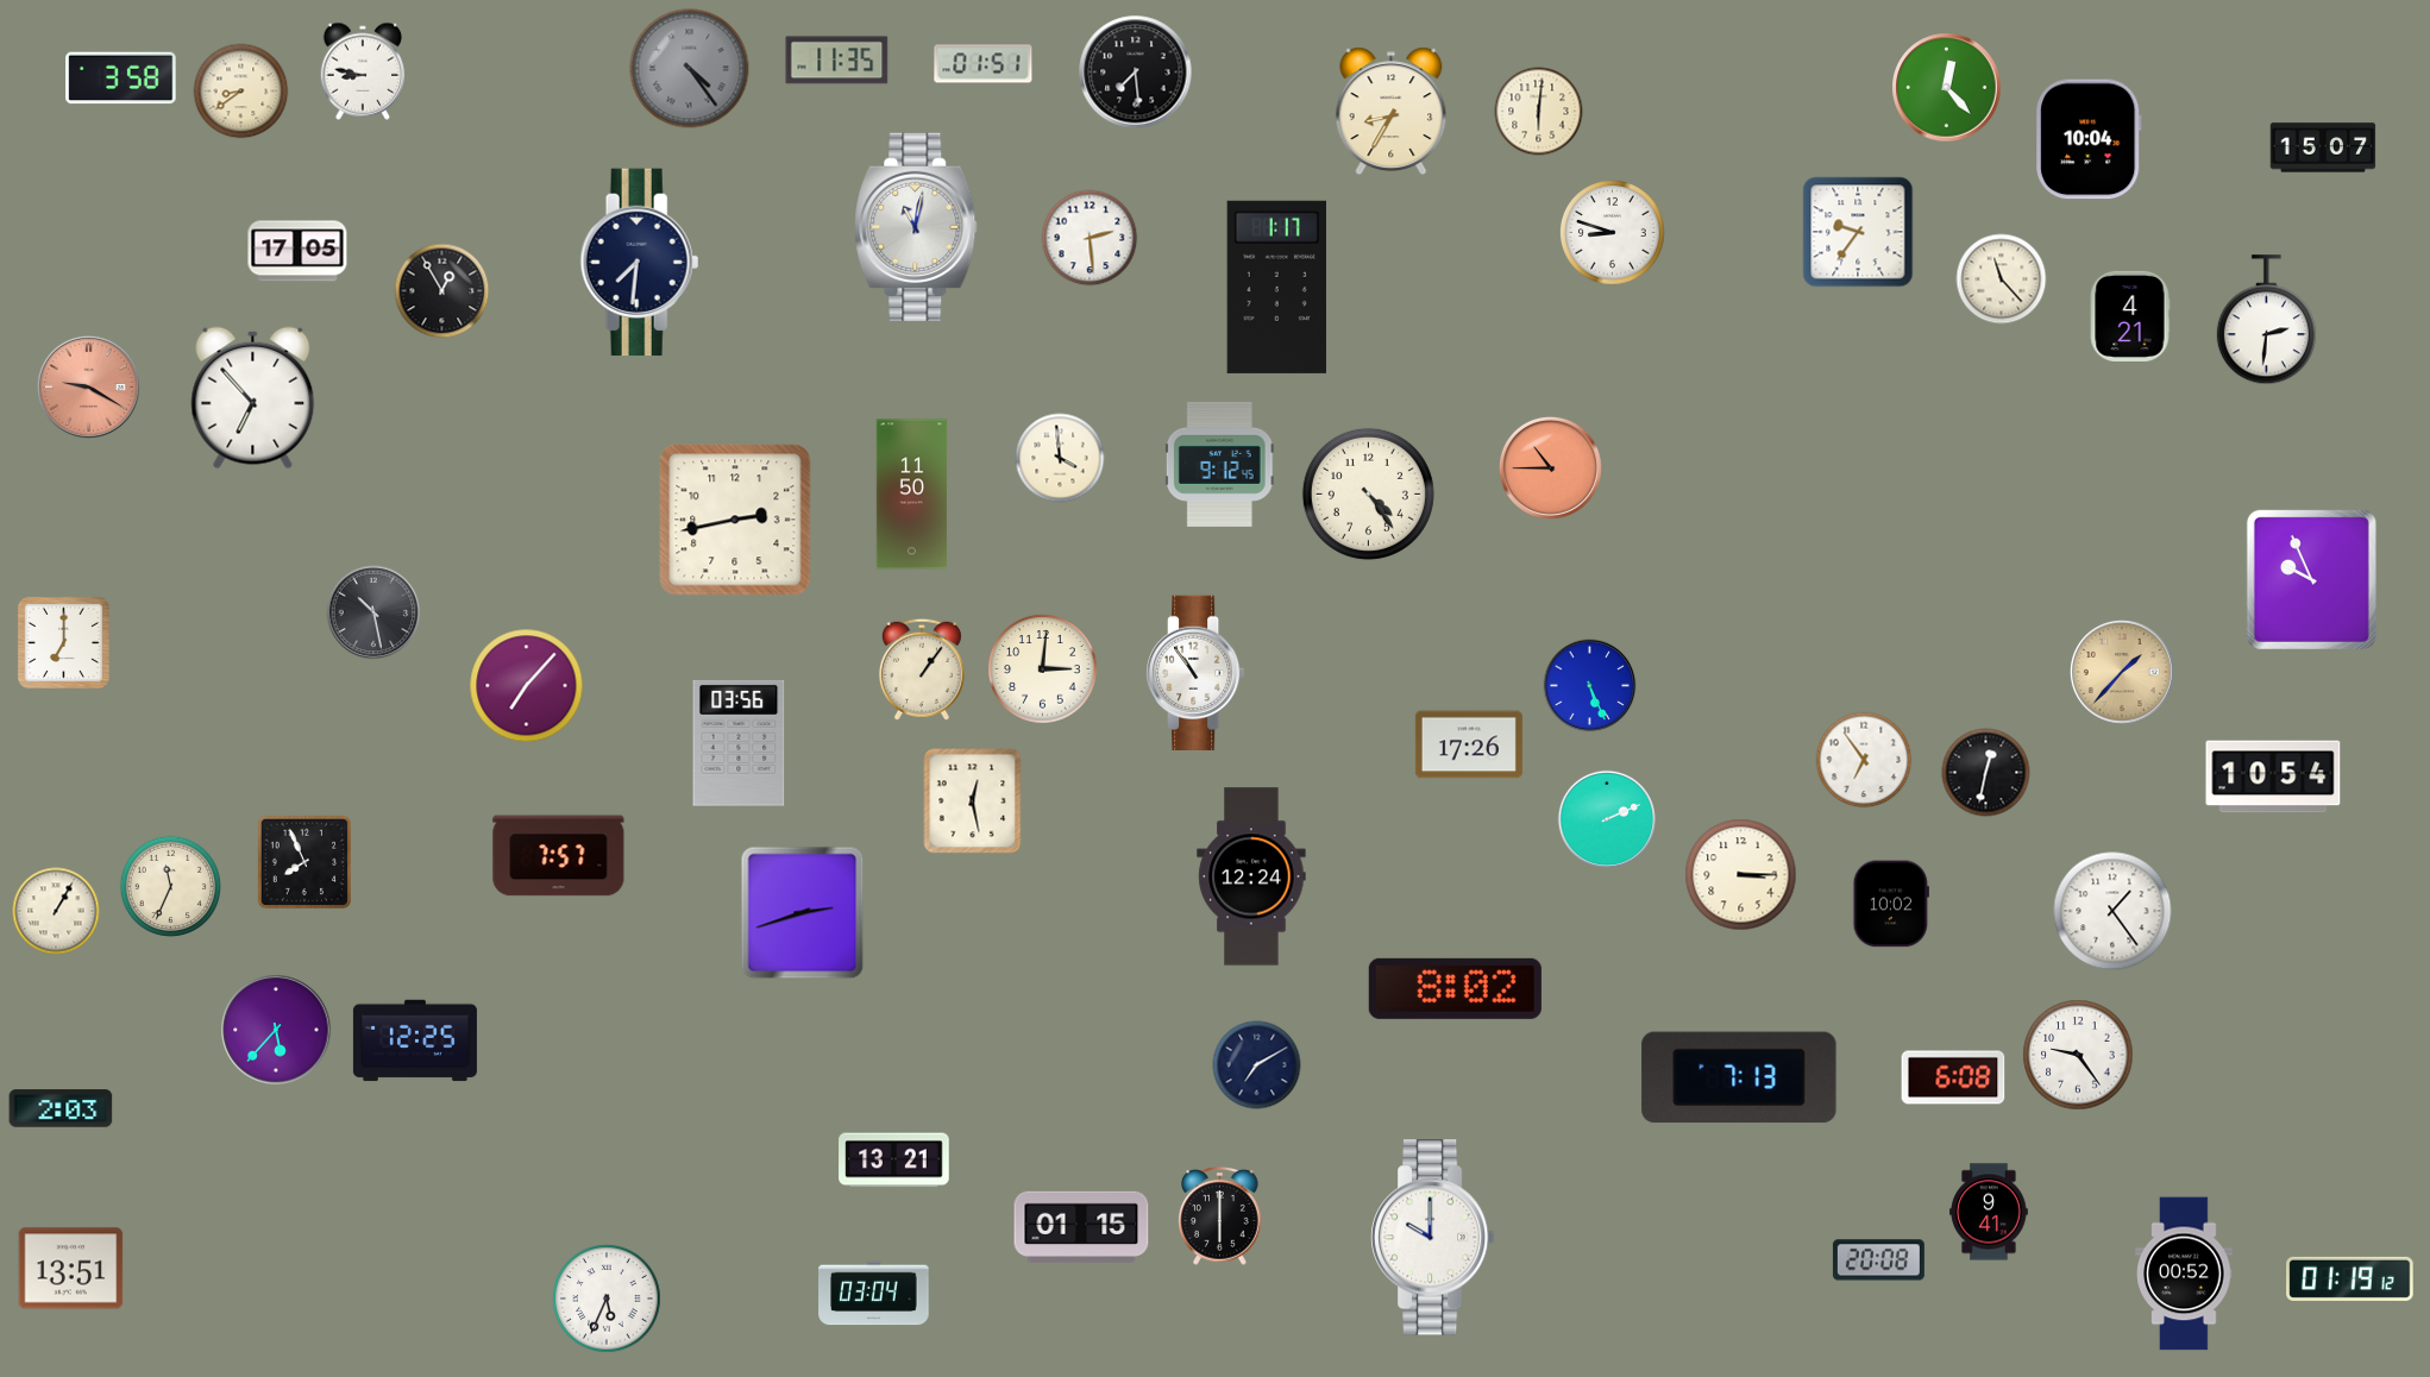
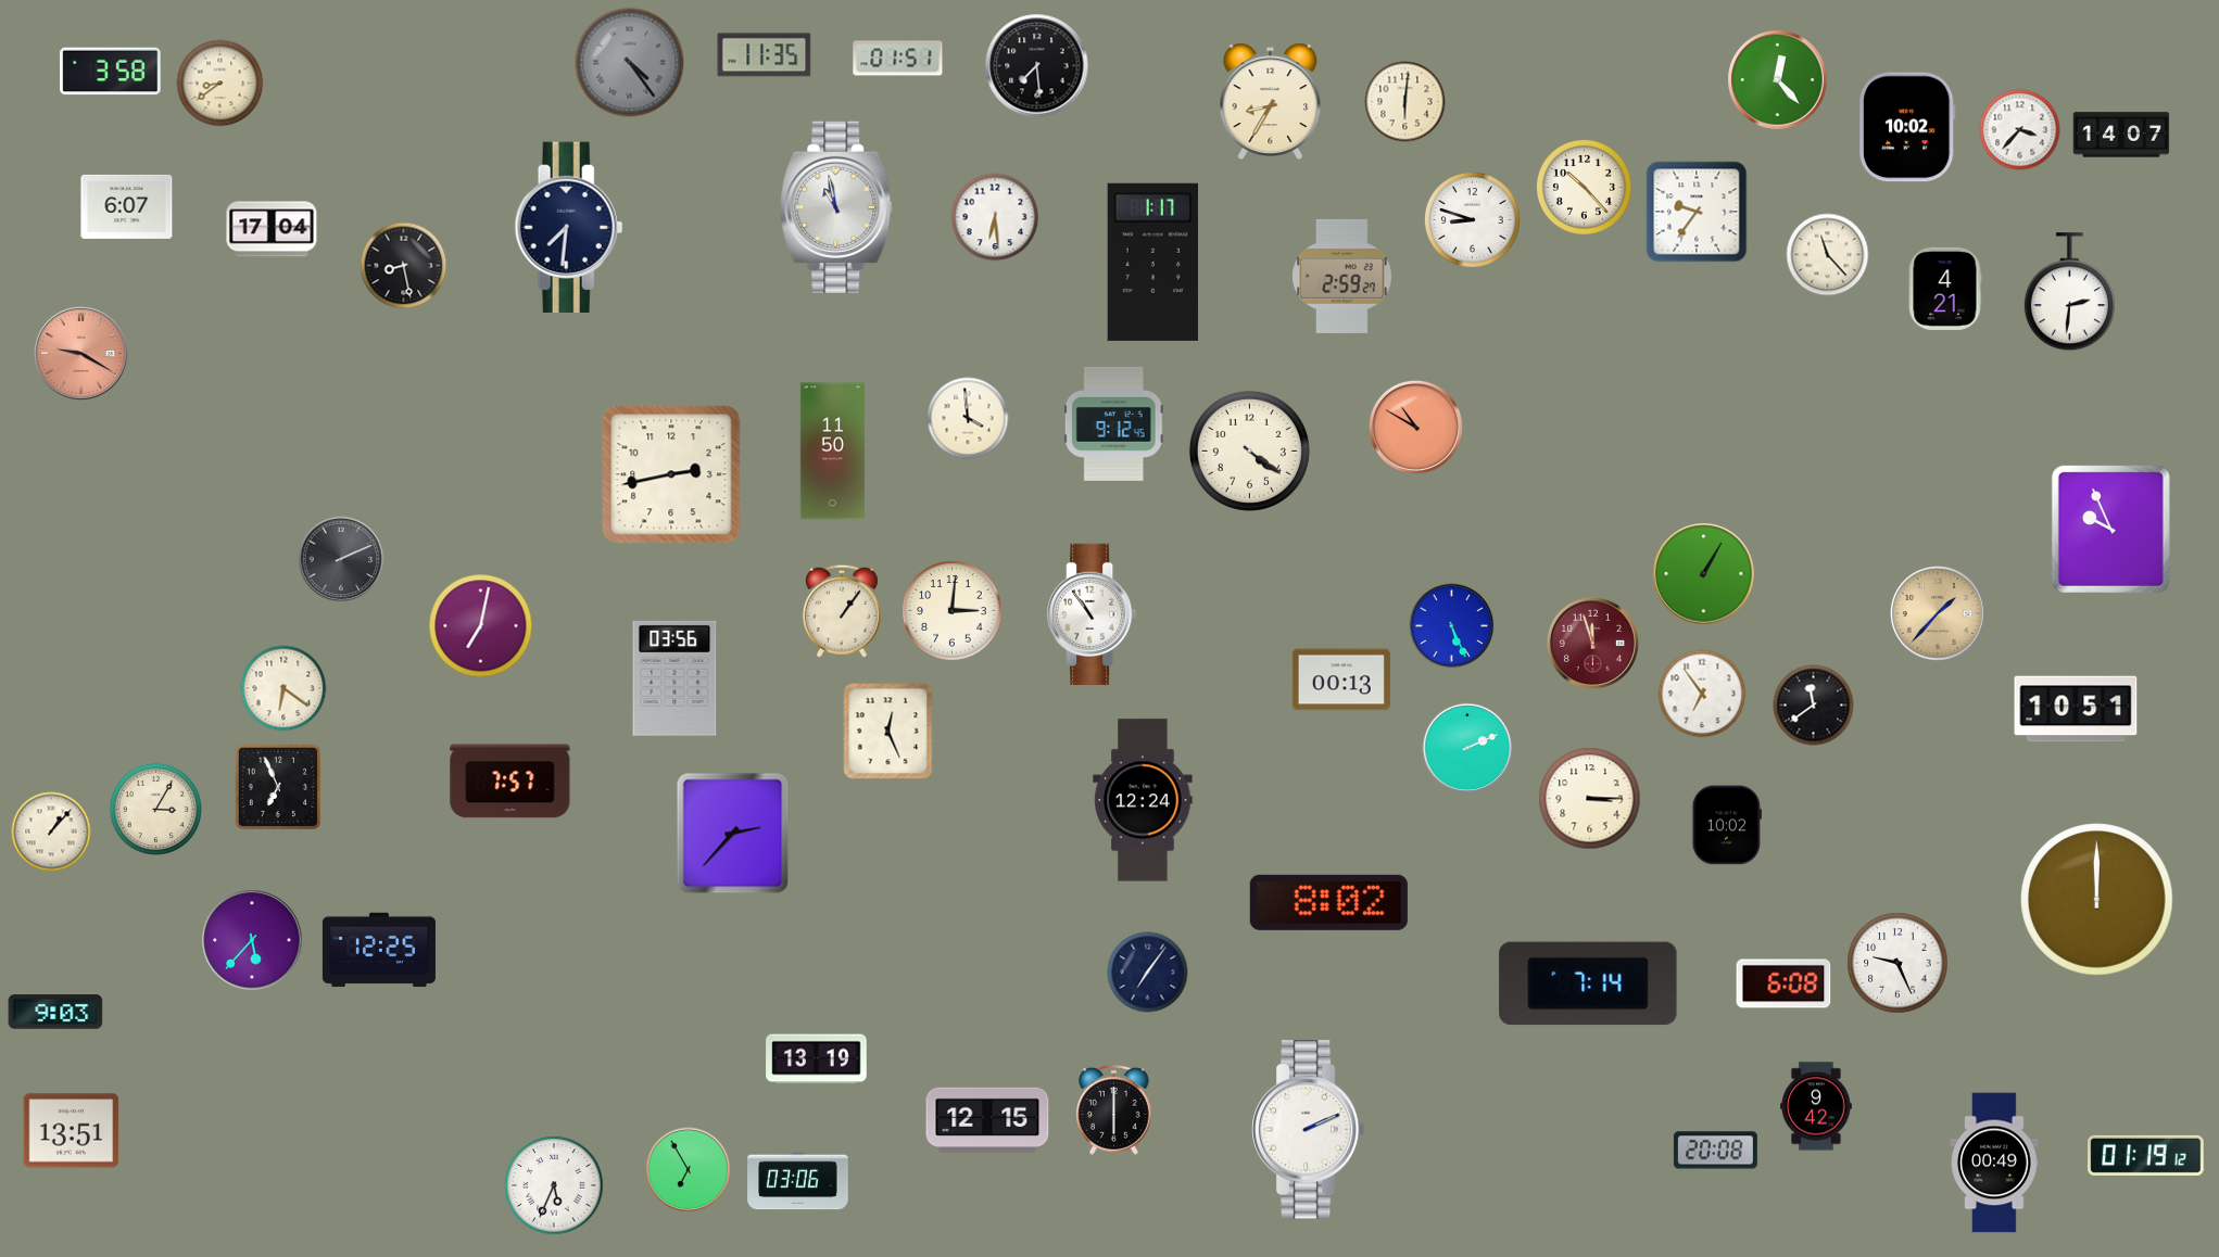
clock at (363, 71): 8:47 -> none
clock at (2090, 139): 10:04 -> 10:02
clock at (2020, 130): none -> 3:37
clock at (2323, 147): 15:07 -> 14:07
clock at (1584, 187): none -> 10:23
clock at (127, 206): none -> 6:07
clock at (916, 227): 11:02 -> 10:58
clock at (1612, 232) position: (1612, 232) -> (1472, 219)
clock at (1090, 238): 2:29 -> 6:29
clock at (297, 251): 17:05 -> 17:04
clock at (640, 263) position: (640, 263) -> (569, 228)
clock at (1276, 287) position: (1276, 287) -> (1152, 262)
clock at (442, 291): 12:55 -> 8:28
clock at (1342, 276): none -> 2:59
clock at (253, 398): 6:53 -> none
clock at (1550, 467): 10:45 -> 10:50
clock at (1368, 493): 4:24 -> 4:21
clock at (373, 612): 10:28 -> 2:11
clock at (1704, 574): none -> 1:05
clock at (63, 642): 7:00 -> none
clock at (527, 686): 7:07 -> 7:02
clock at (1592, 643): none -> 11:57
clock at (1469, 744): 17:26 -> 00:13
clock at (283, 688): none -> 6:21
clock at (1986, 773): 12:32 -> 11:39
clock at (2273, 776): 10:54 -> 10:51
clock at (973, 801): 12:28 -> 12:26
clock at (303, 861): 7:56 -> 6:56
clock at (170, 886): 11:34 -> 3:05
clock at (56, 911): 1:05 -> 1:07
clock at (2112, 911): 1:24 -> none
clock at (803, 913): 2:42 -> 2:37
clock at (2097, 900): none -> 12:00
clock at (2078, 1055): 9:24 -> 9:26
clock at (1257, 1065): 7:10 -> 7:06
clock at (1739, 1077): 7:13 -> 7:14
clock at (61, 1108): 2:03 -> 9:03
clock at (894, 1161): 13:21 -> 13:19
clock at (1990, 1212): 9:41 -> 9:42
clock at (1081, 1227): 01:15 -> 12:15
clock at (1432, 1238): 10:00 -> 2:11
clock at (71, 1269) position: (71, 1269) -> (72, 1131)
clock at (2184, 1274): 00:52 -> 00:49
clock at (2350, 1278) position: (2350, 1278) -> (2146, 1155)
clock at (689, 1170): none -> 6:55
clock at (874, 1294): 03:04 -> 03:06
